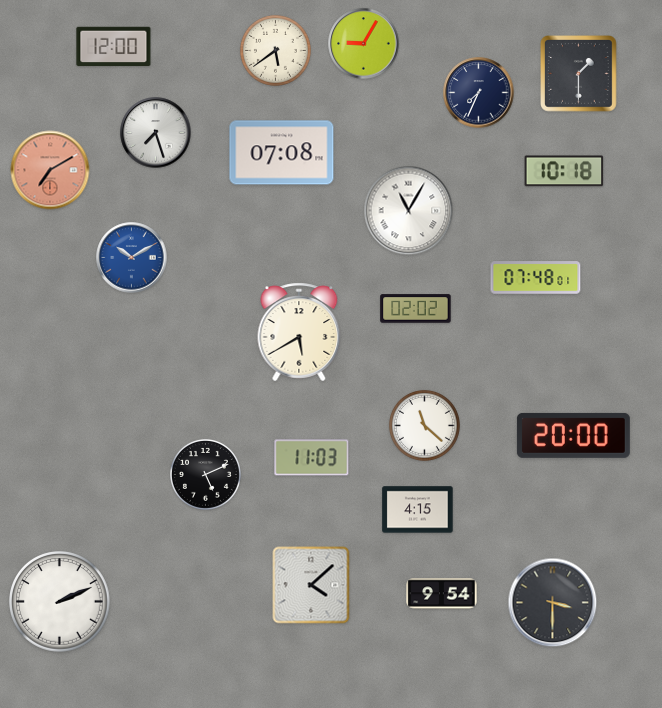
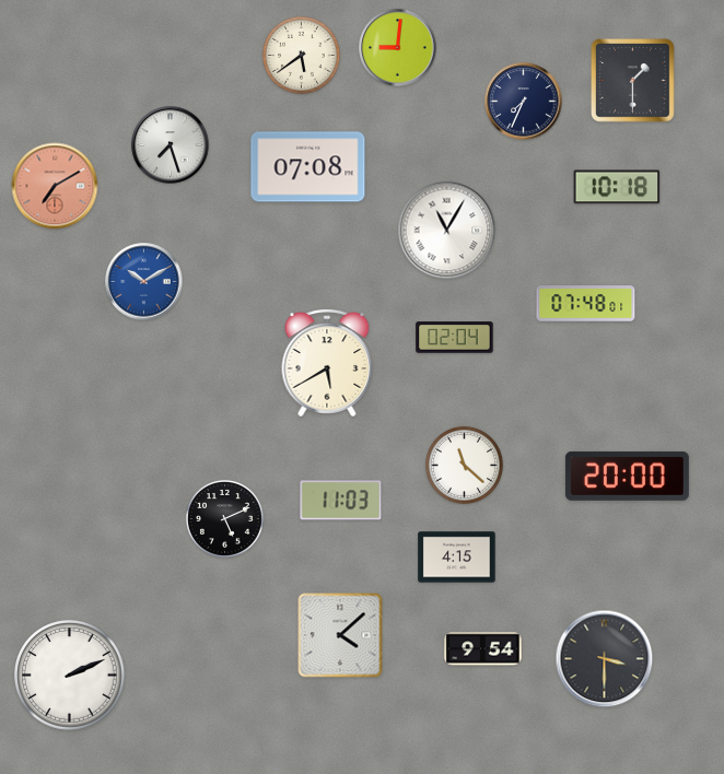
clock at (364, 44): 9:05 -> 9:01
clock at (114, 47): 12:00 -> none
clock at (416, 309): 02:02 -> 02:04
clock at (311, 585) position: (311, 585) -> (340, 635)
clock at (60, 602) position: (60, 602) -> (70, 676)
